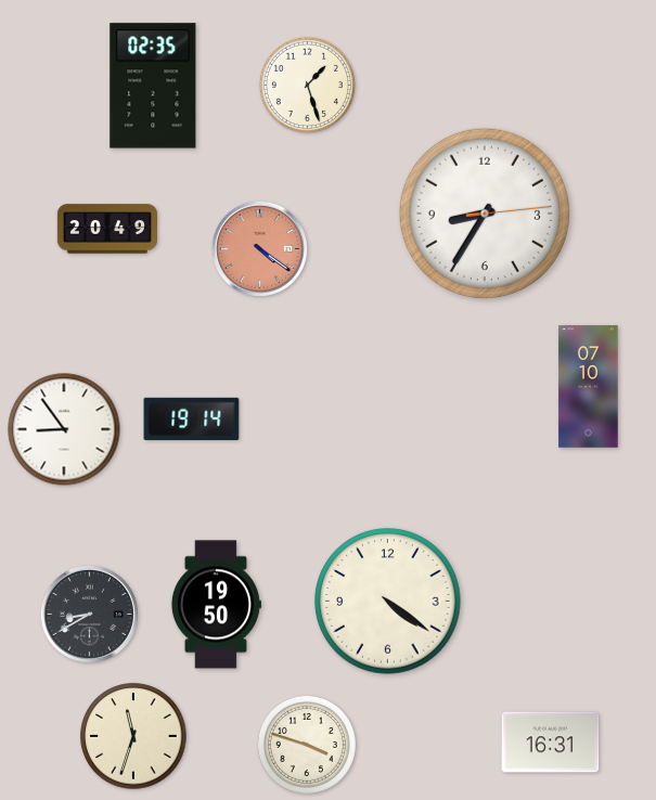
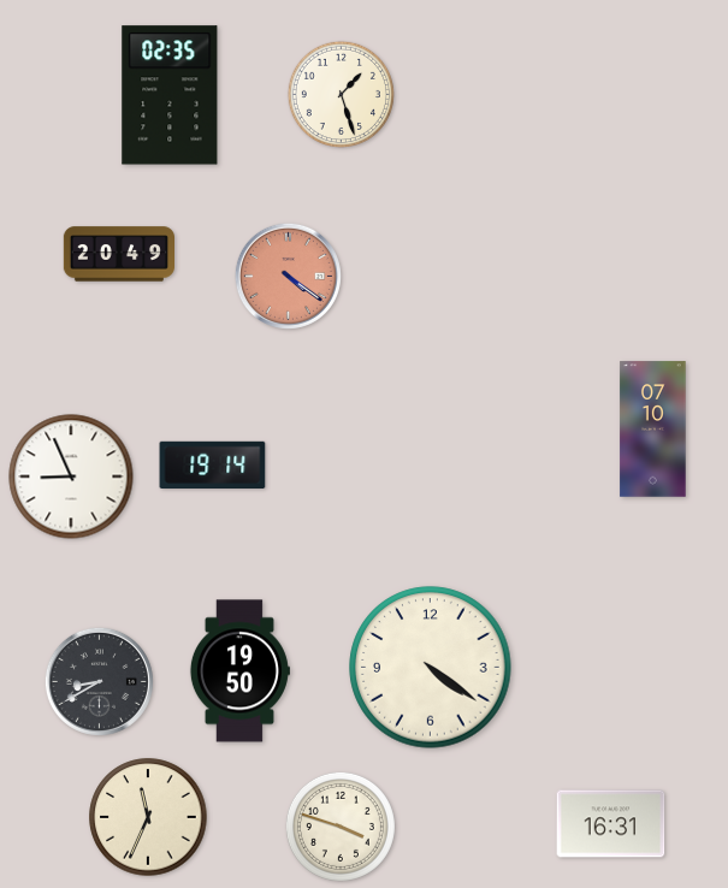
clock at (485, 214): 8:35 -> none
clock at (64, 429): 8:54 -> 8:56
clock at (133, 736): 11:33 -> 11:34
